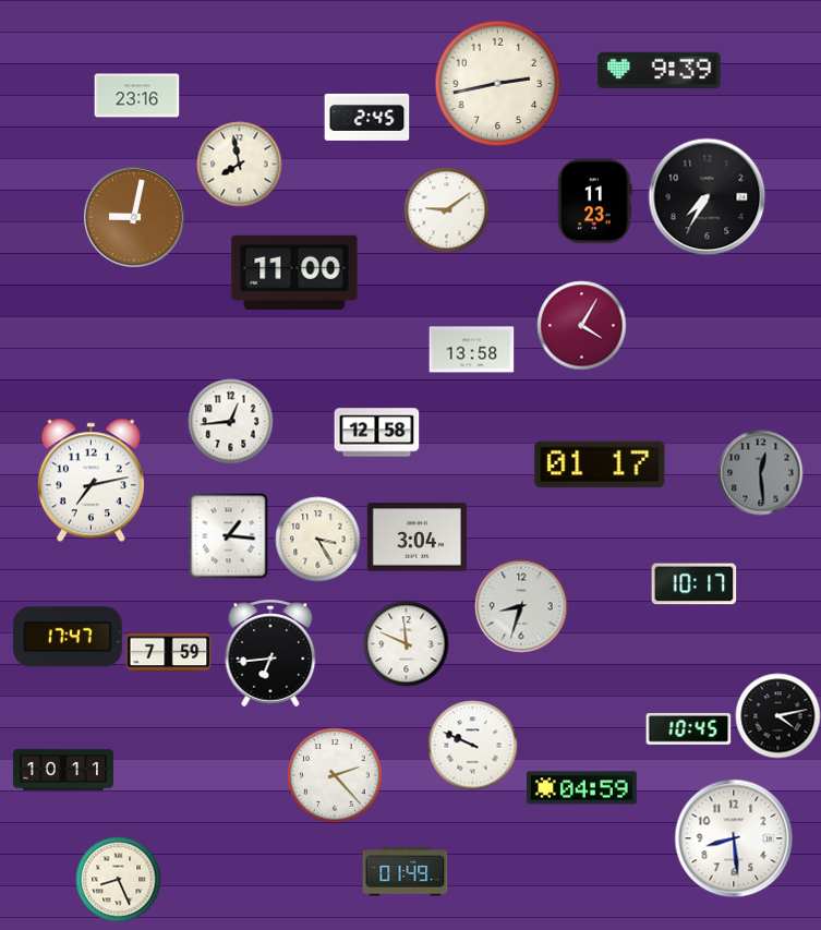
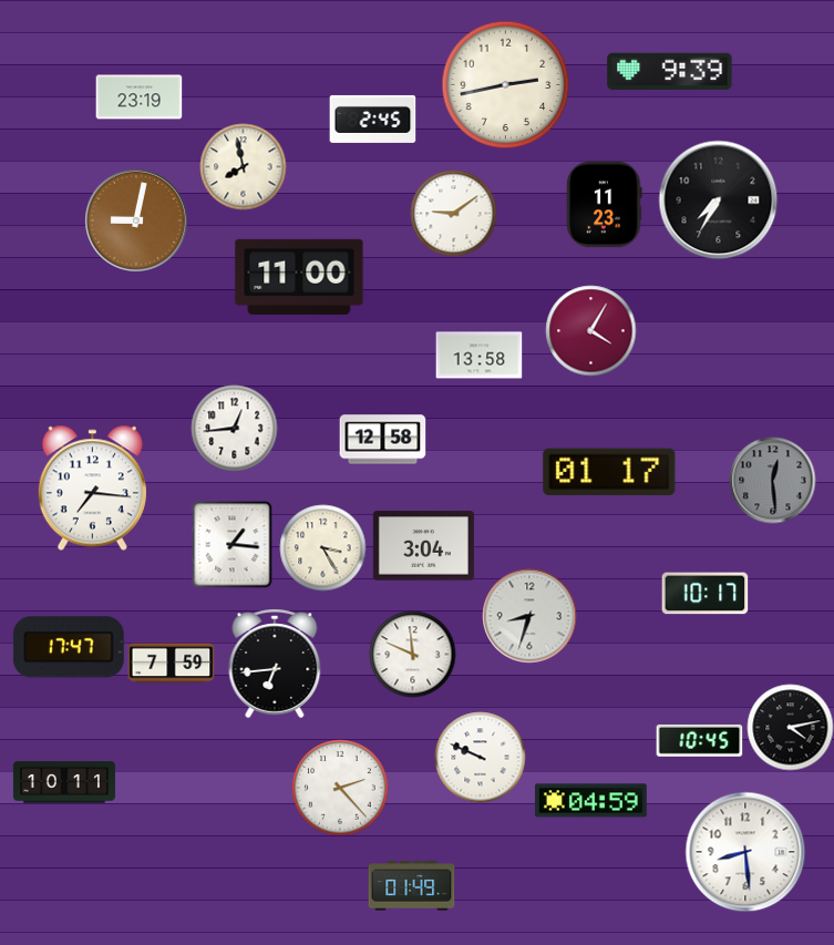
clock at (136, 96): 23:16 -> 23:19
clock at (90, 480): 7:13 -> 7:16
clock at (118, 879): 8:26 -> none
